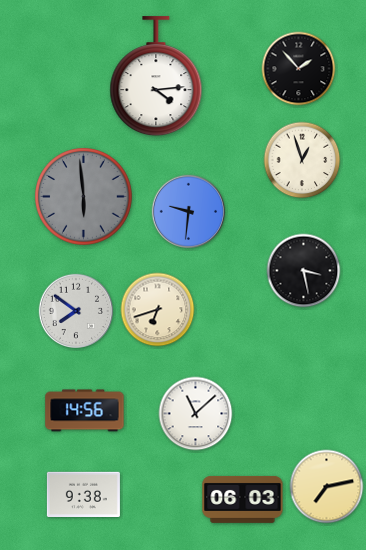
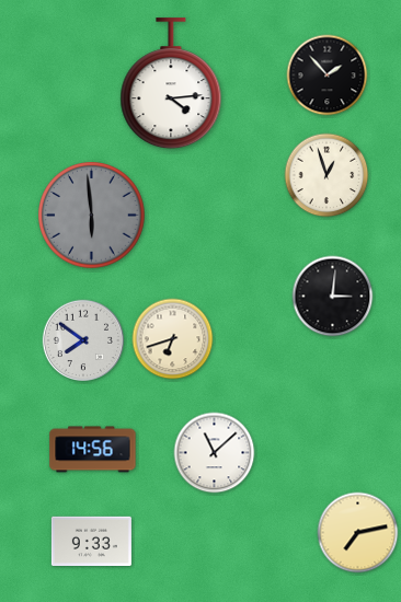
clock at (302, 160) position: (302, 160) -> (326, 175)
clock at (188, 211): 9:31 -> none
clock at (304, 271): 3:28 -> 3:01
clock at (83, 494): 9:38 -> 9:33
clock at (243, 499): 06:03 -> none
